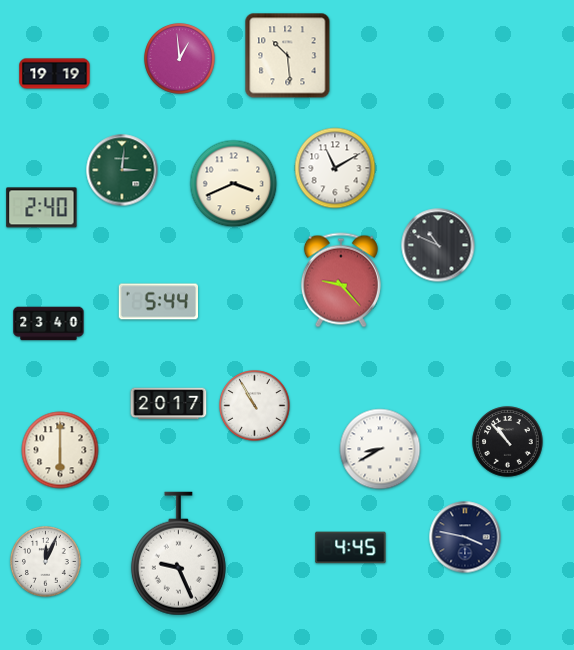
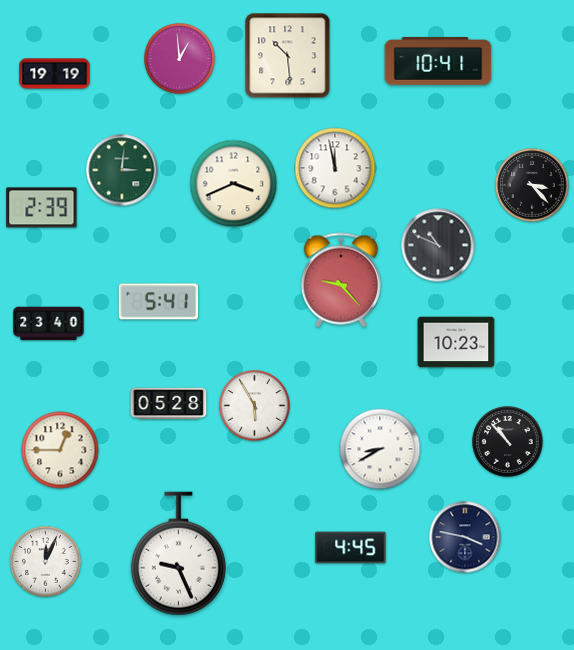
clock at (438, 62): none -> 10:41
clock at (335, 168): 11:10 -> 11:58
clock at (532, 185): none -> 3:23
clock at (42, 208): 2:40 -> 2:39
clock at (159, 302): 5:44 -> 5:41
clock at (456, 342): none -> 10:23
clock at (169, 404): 20:17 -> 05:28
clock at (255, 406): 10:55 -> 5:55
clock at (60, 450): 6:00 -> 12:45
